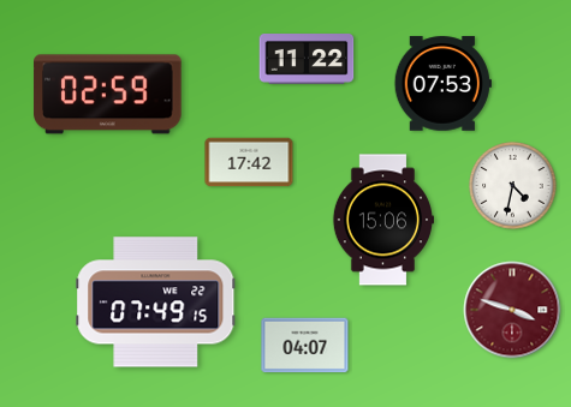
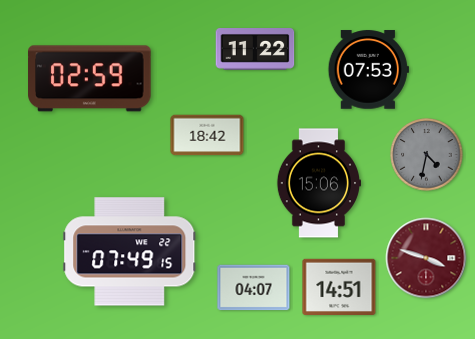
clock at (249, 162): 17:42 -> 18:42
clock at (513, 186) dial: white -> grey
clock at (339, 286): none -> 14:51
